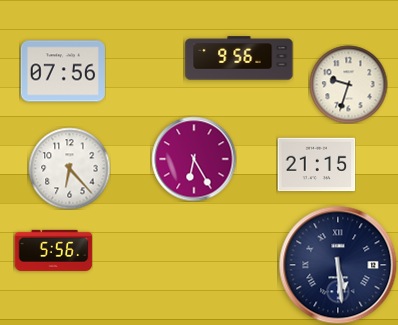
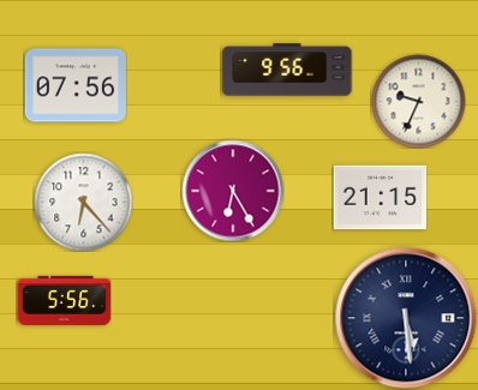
clock at (348, 84): 9:33 -> 9:34
